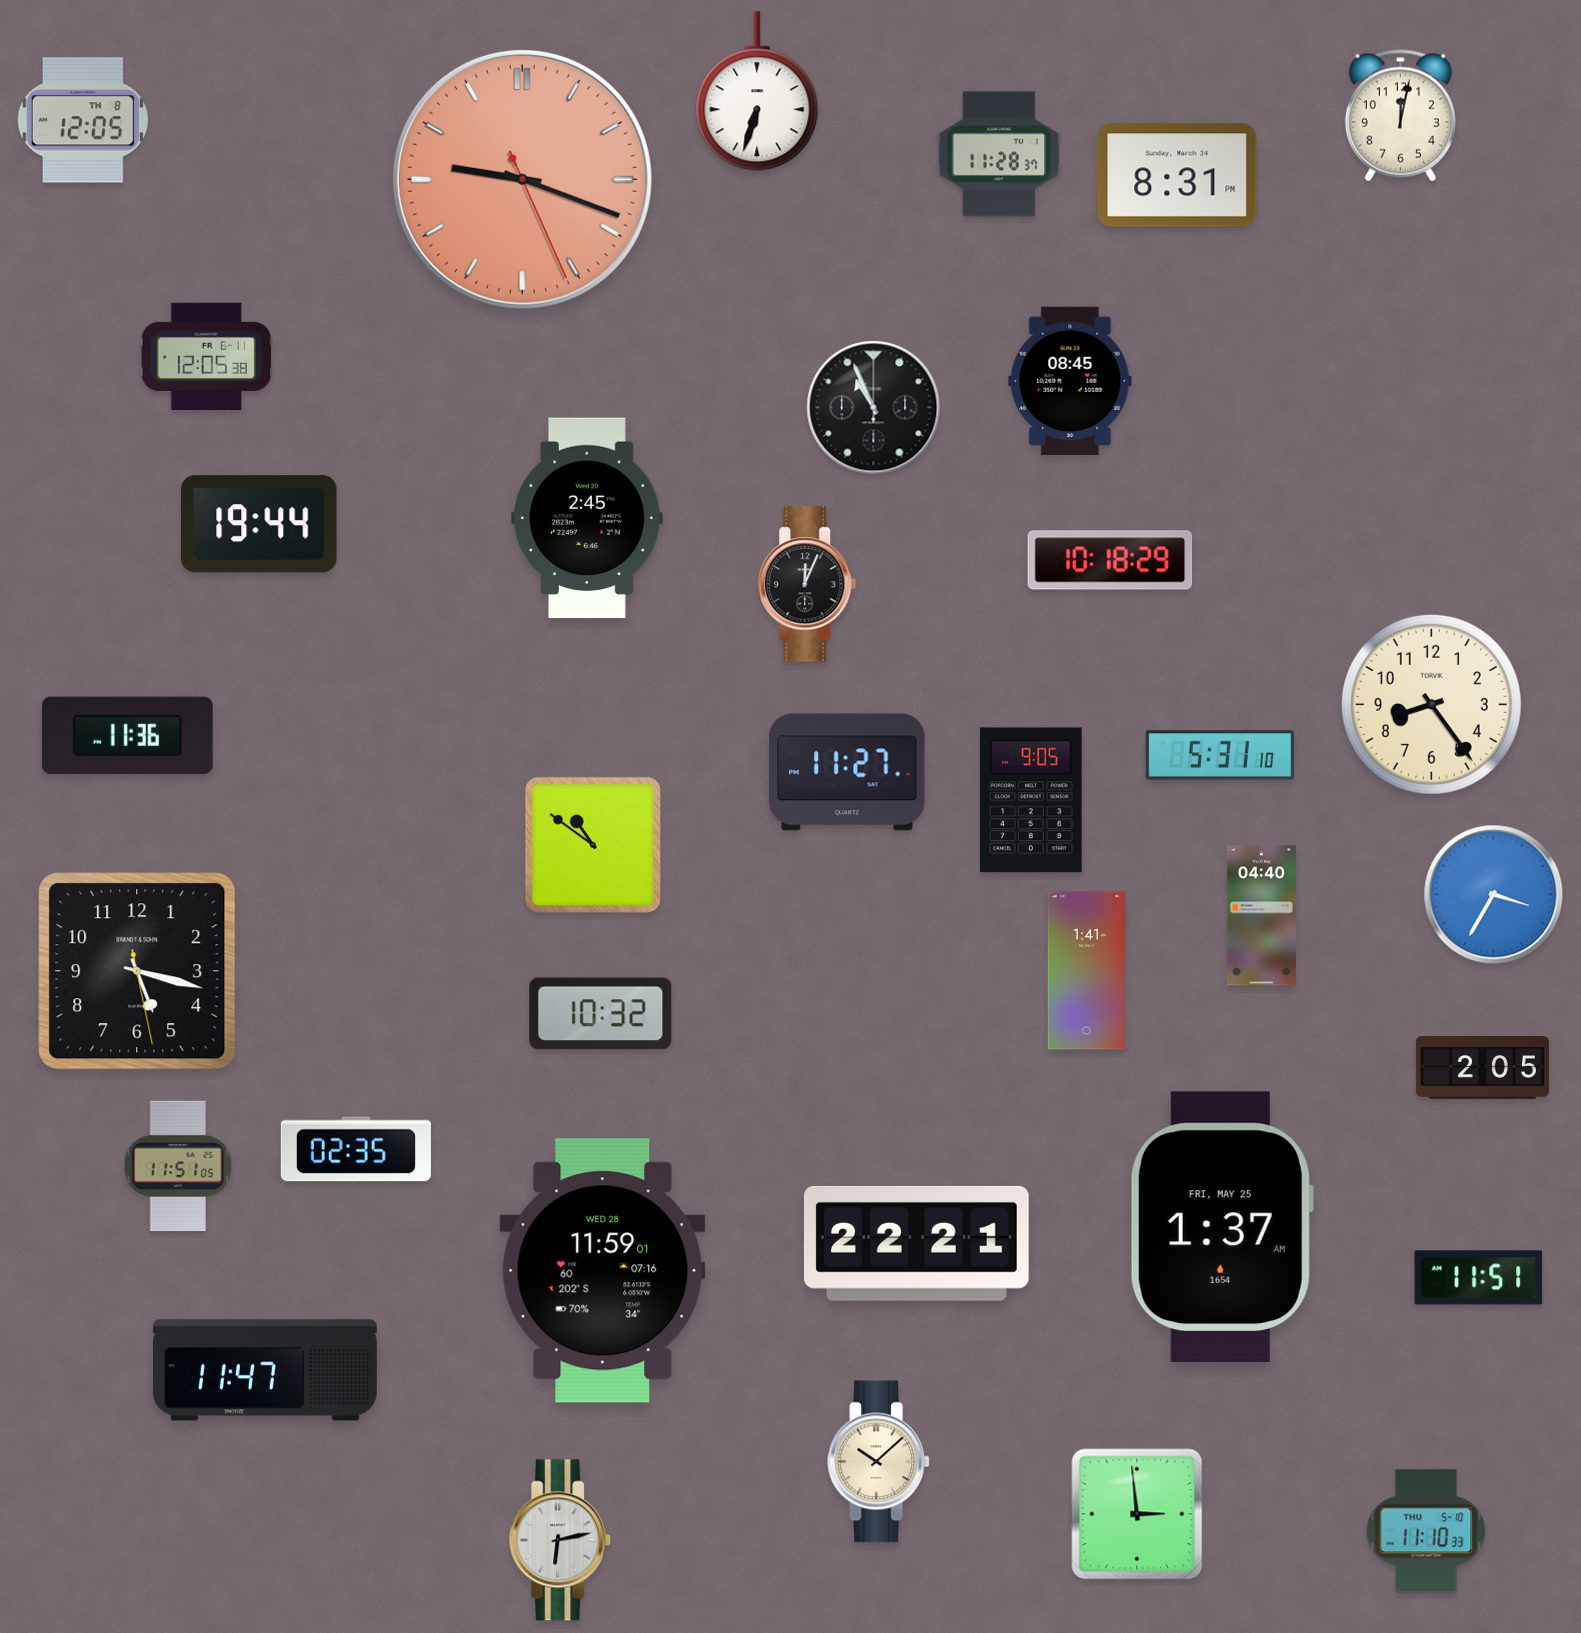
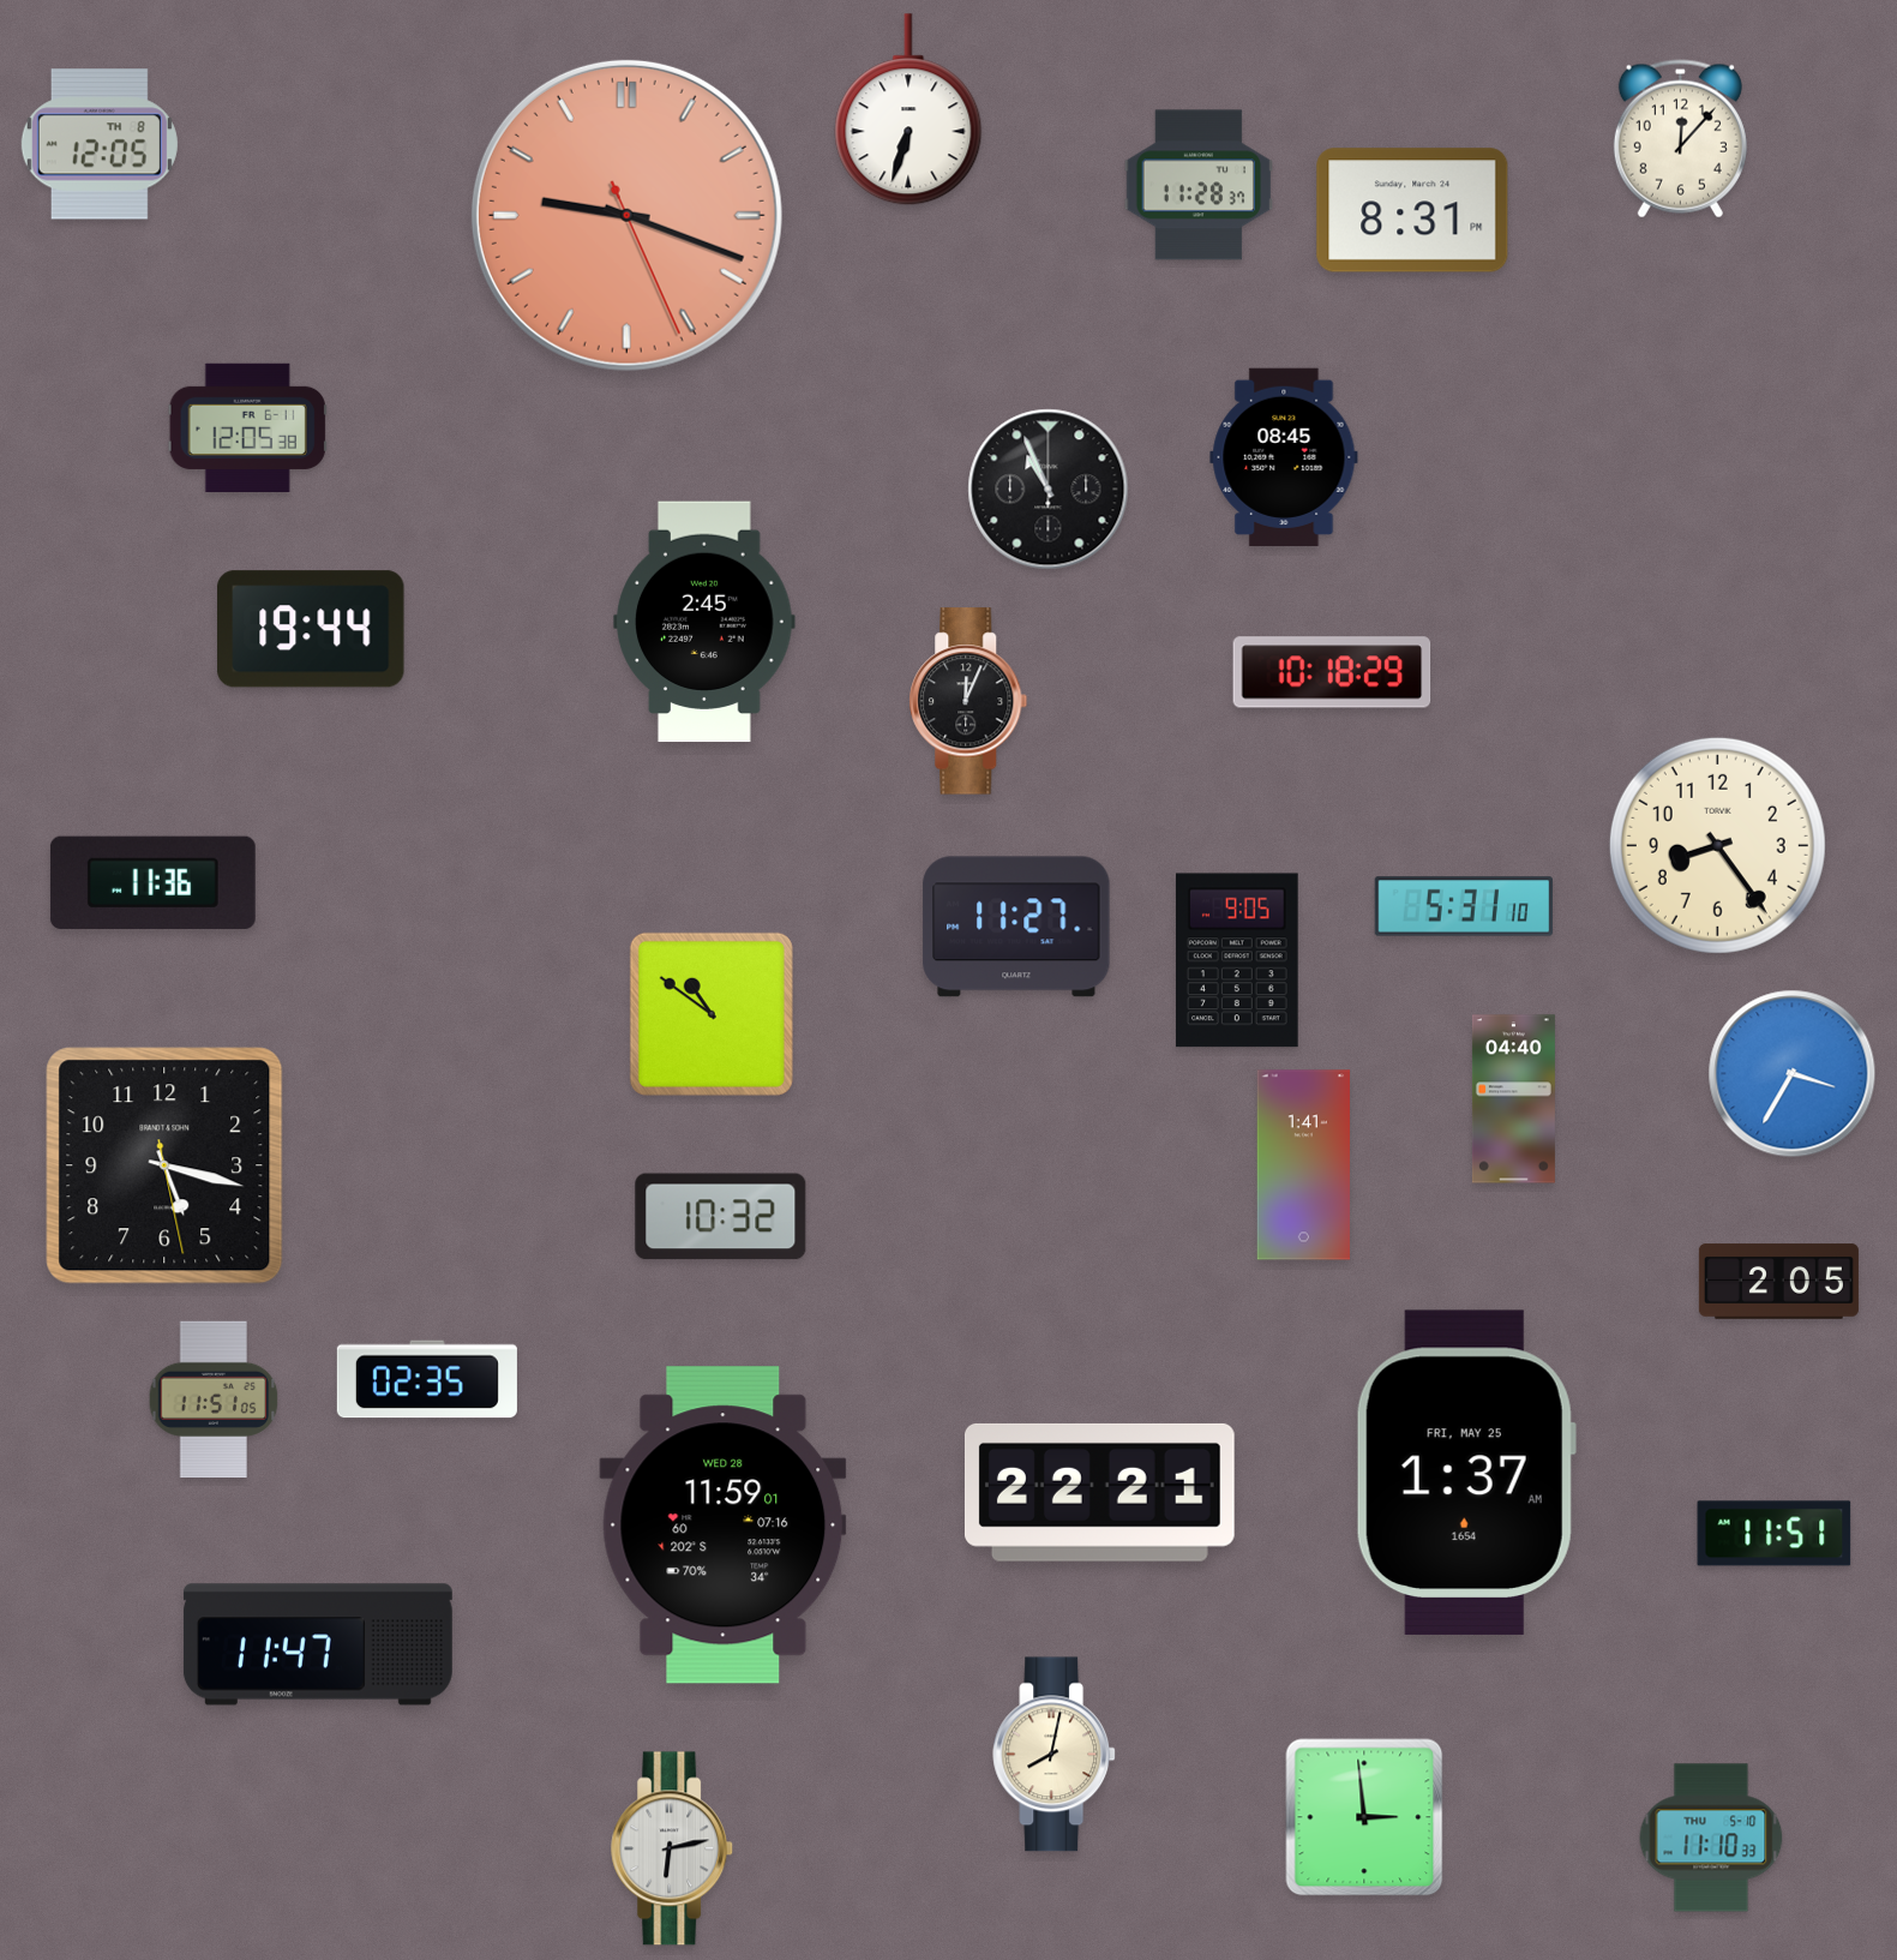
clock at (1400, 116): 12:02 -> 12:07
clock at (879, 1462): 10:08 -> 8:02
